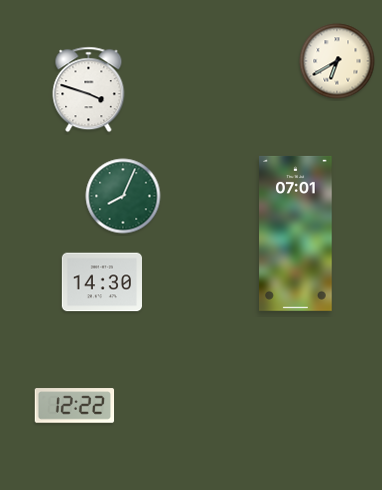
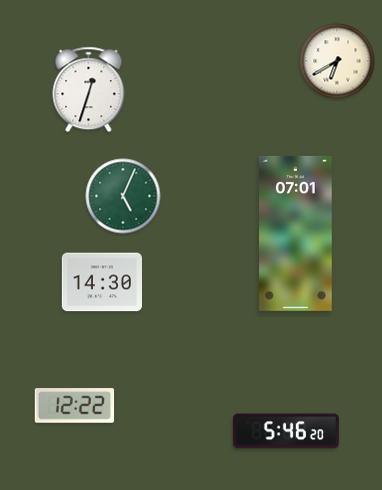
clock at (89, 90): 3:48 -> 12:33
clock at (123, 196): 8:04 -> 5:04
clock at (286, 431): none -> 5:46
